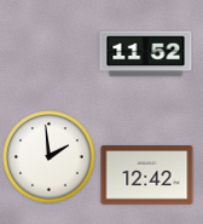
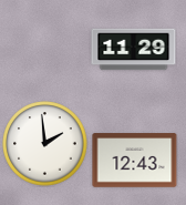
clock at (146, 54): 11:52 -> 11:29
clock at (147, 176): 12:42 -> 12:43
